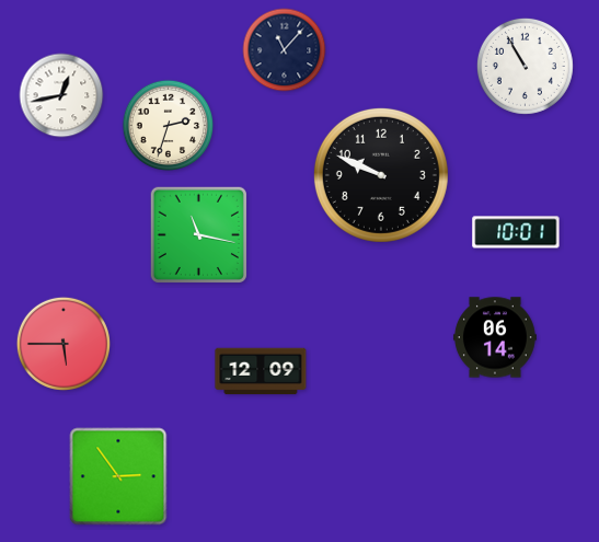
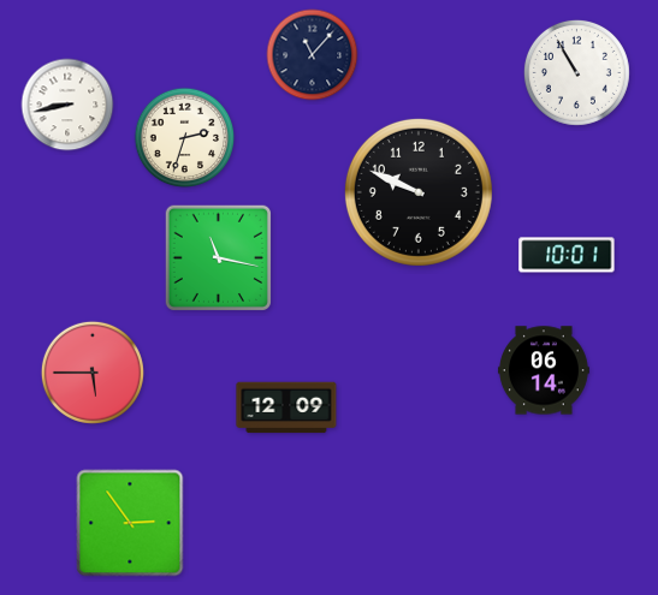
clock at (61, 95): 12:43 -> 8:43
clock at (64, 344) position: (64, 344) -> (93, 373)
